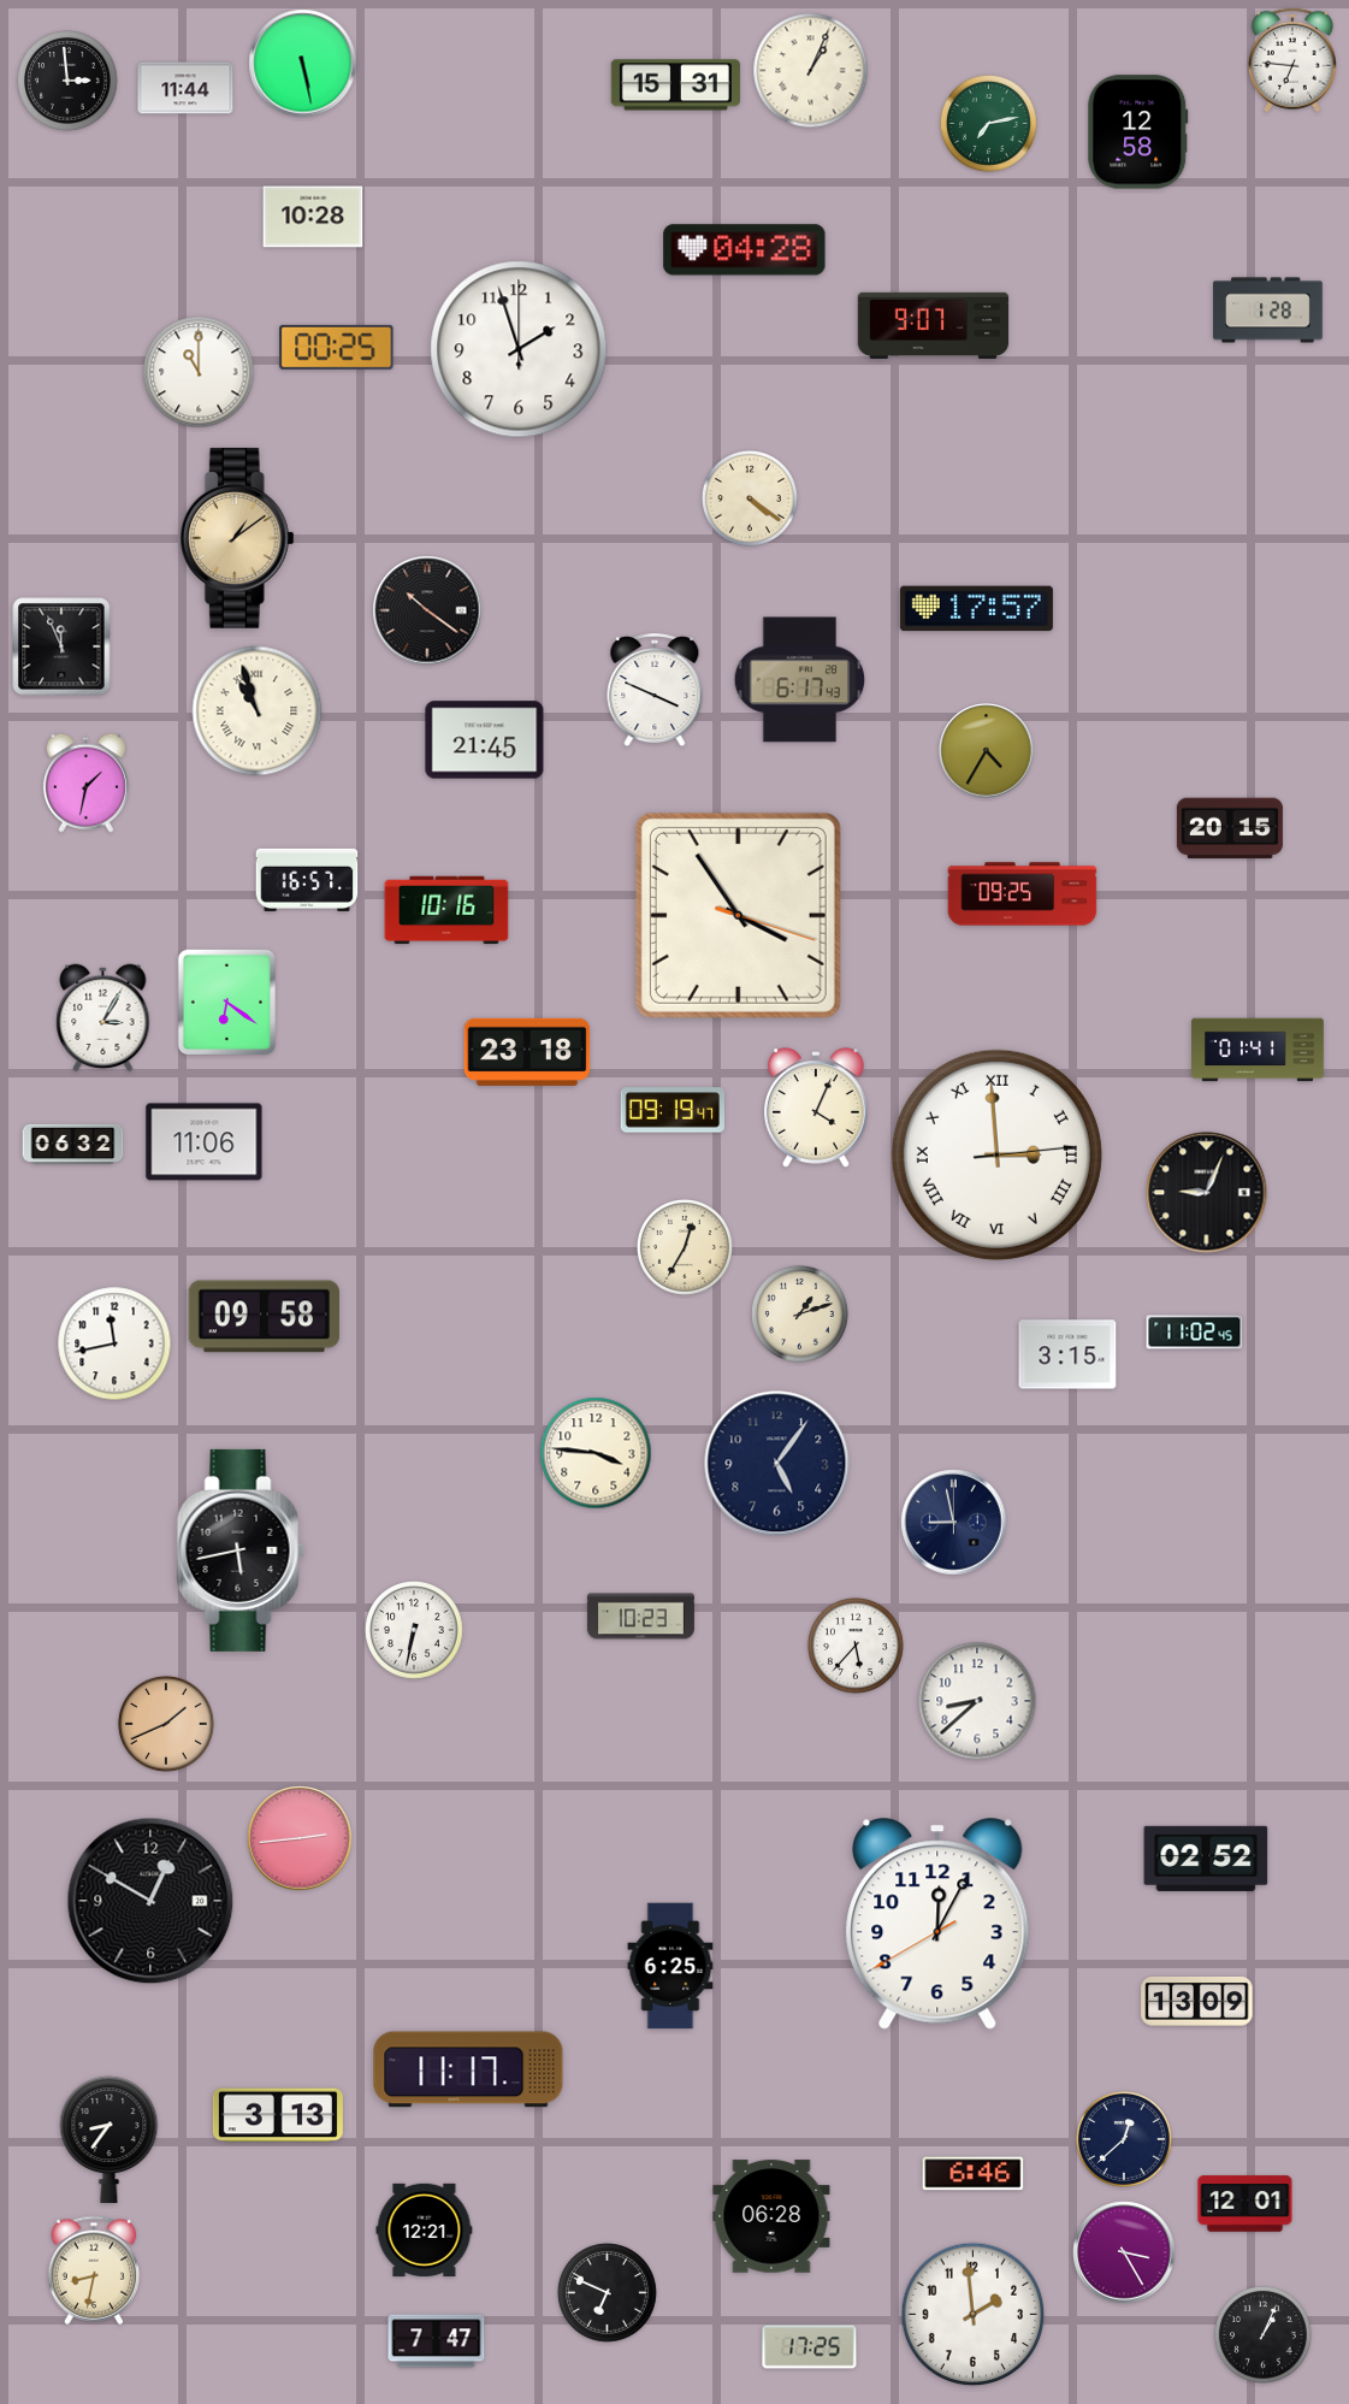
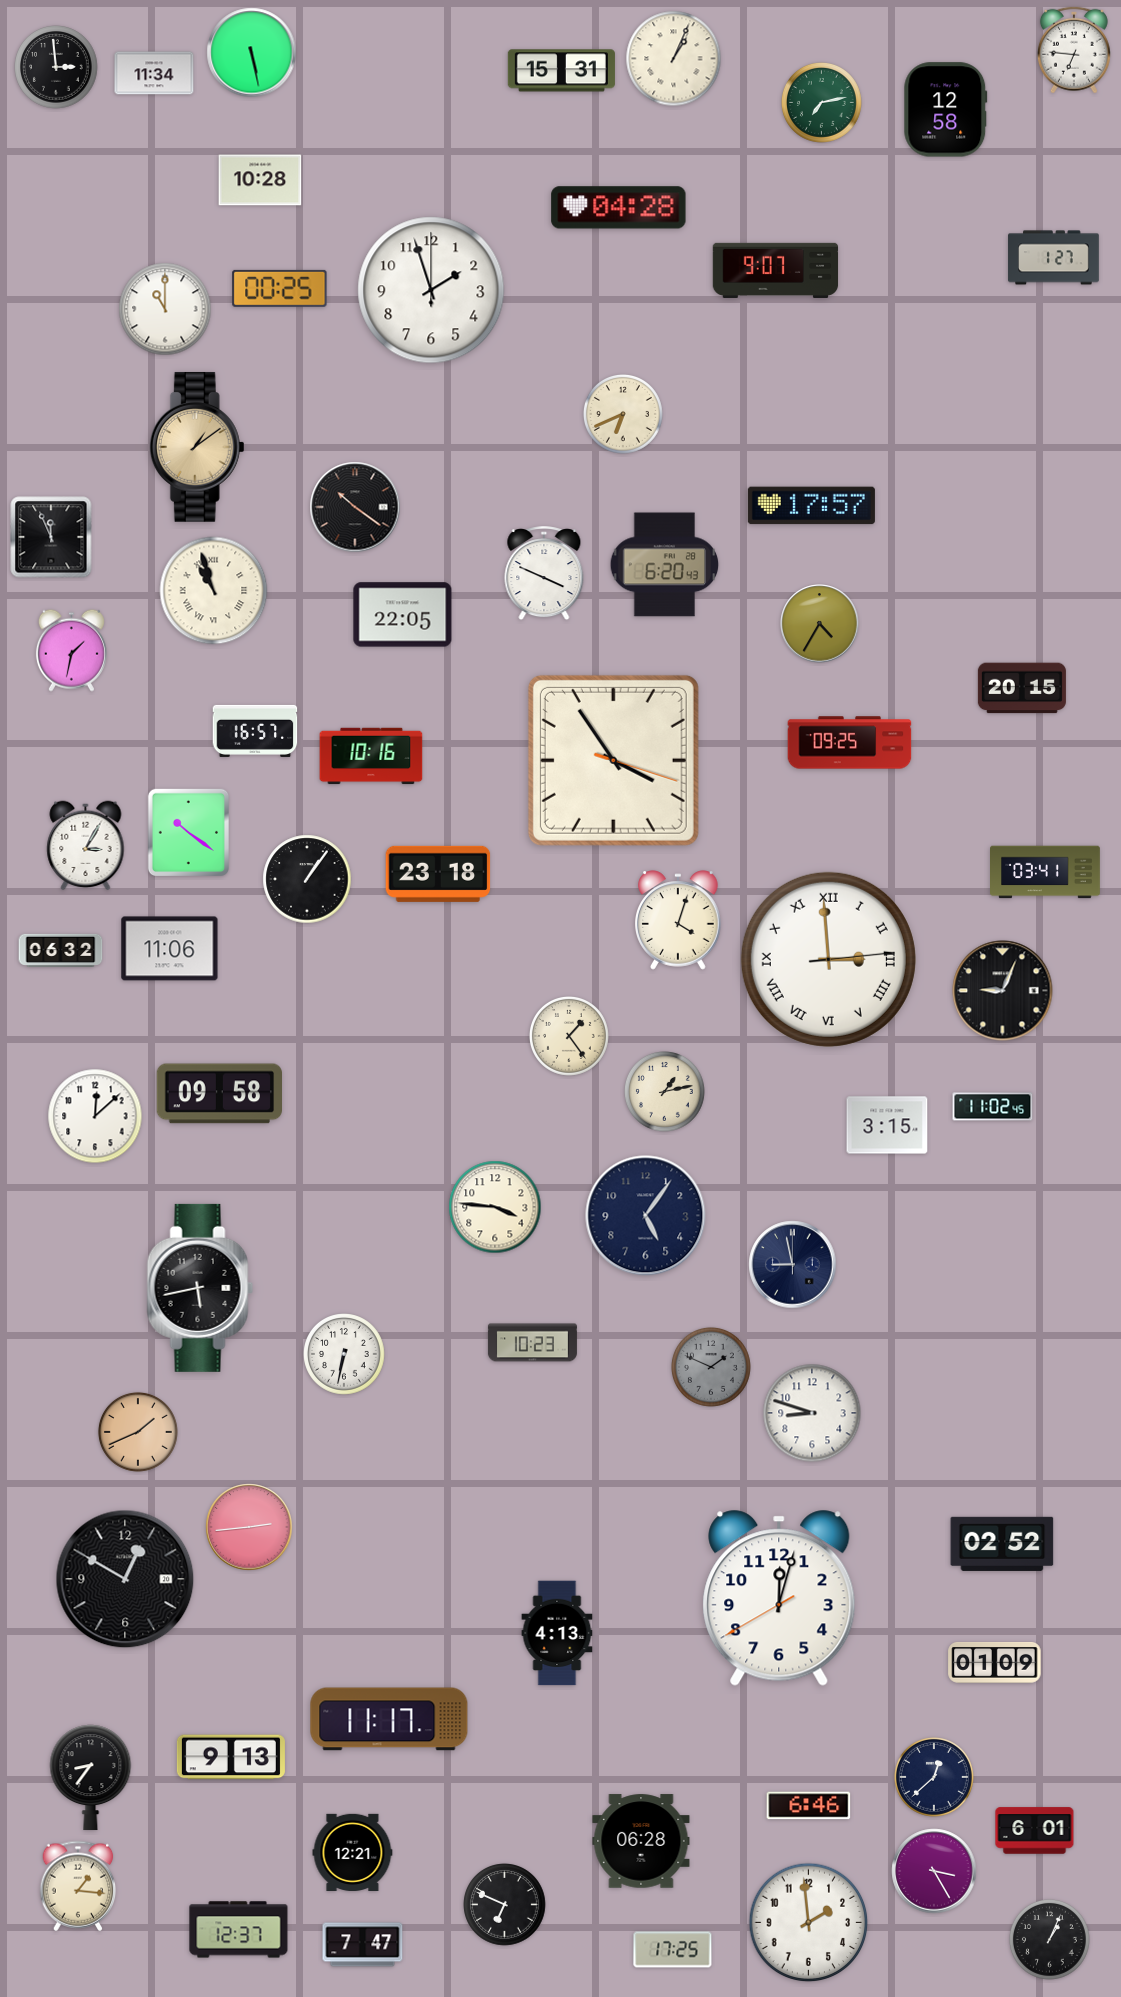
clock at (185, 88): 11:44 -> 11:34
clock at (1268, 311): 1:28 -> 1:27
clock at (750, 498): 4:21 -> 6:41
clock at (800, 680): 6:17 -> 6:20
clock at (485, 740): 21:45 -> 22:05
clock at (226, 1002): 6:21 -> 10:21
clock at (1259, 1050): 01:41 -> 03:41
clock at (307, 879): none -> 1:06
clock at (816, 1108): 4:04 -> 4:03
clock at (671, 1110): 09:19 -> none
clock at (685, 1247): 12:35 -> 1:24
clock at (800, 1315): 1:12 -> 1:13
clock at (114, 1343): 11:43 -> 12:08
clock at (856, 1646): 5:37 -> 1:49
clock at (856, 1646) dial: white -> grey
clock at (977, 1701): 8:38 -> 8:48
clock at (937, 1924): 12:04 -> 12:02
clock at (670, 1966): 6:25 -> 4:13
clock at (1197, 2002): 13:09 -> 01:09
clock at (278, 2115): 3:13 -> 9:13
clock at (1246, 2204): 12:01 -> 6:01
clock at (94, 2270): 8:32 -> 1:16
clock at (239, 1930): none -> 12:37
